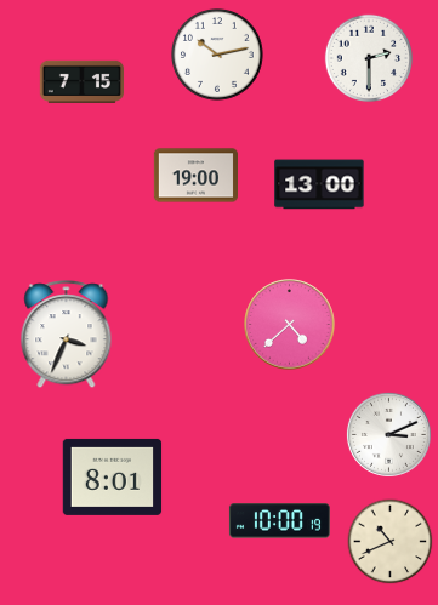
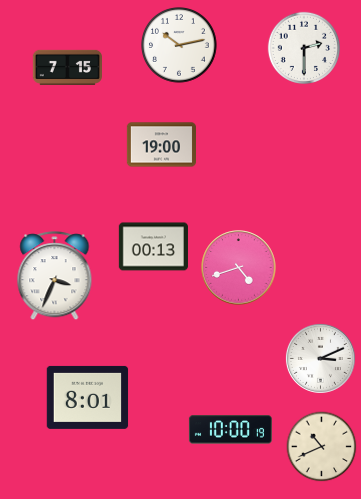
clock at (319, 184): 13:00 -> none
clock at (153, 247): none -> 00:13
clock at (290, 325): 4:38 -> 4:42
clock at (113, 476) position: (113, 476) -> (88, 397)
